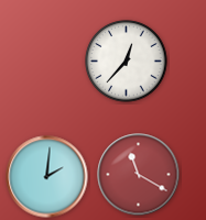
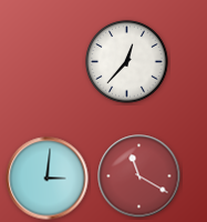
clock at (47, 177): 2:01 -> 3:01
